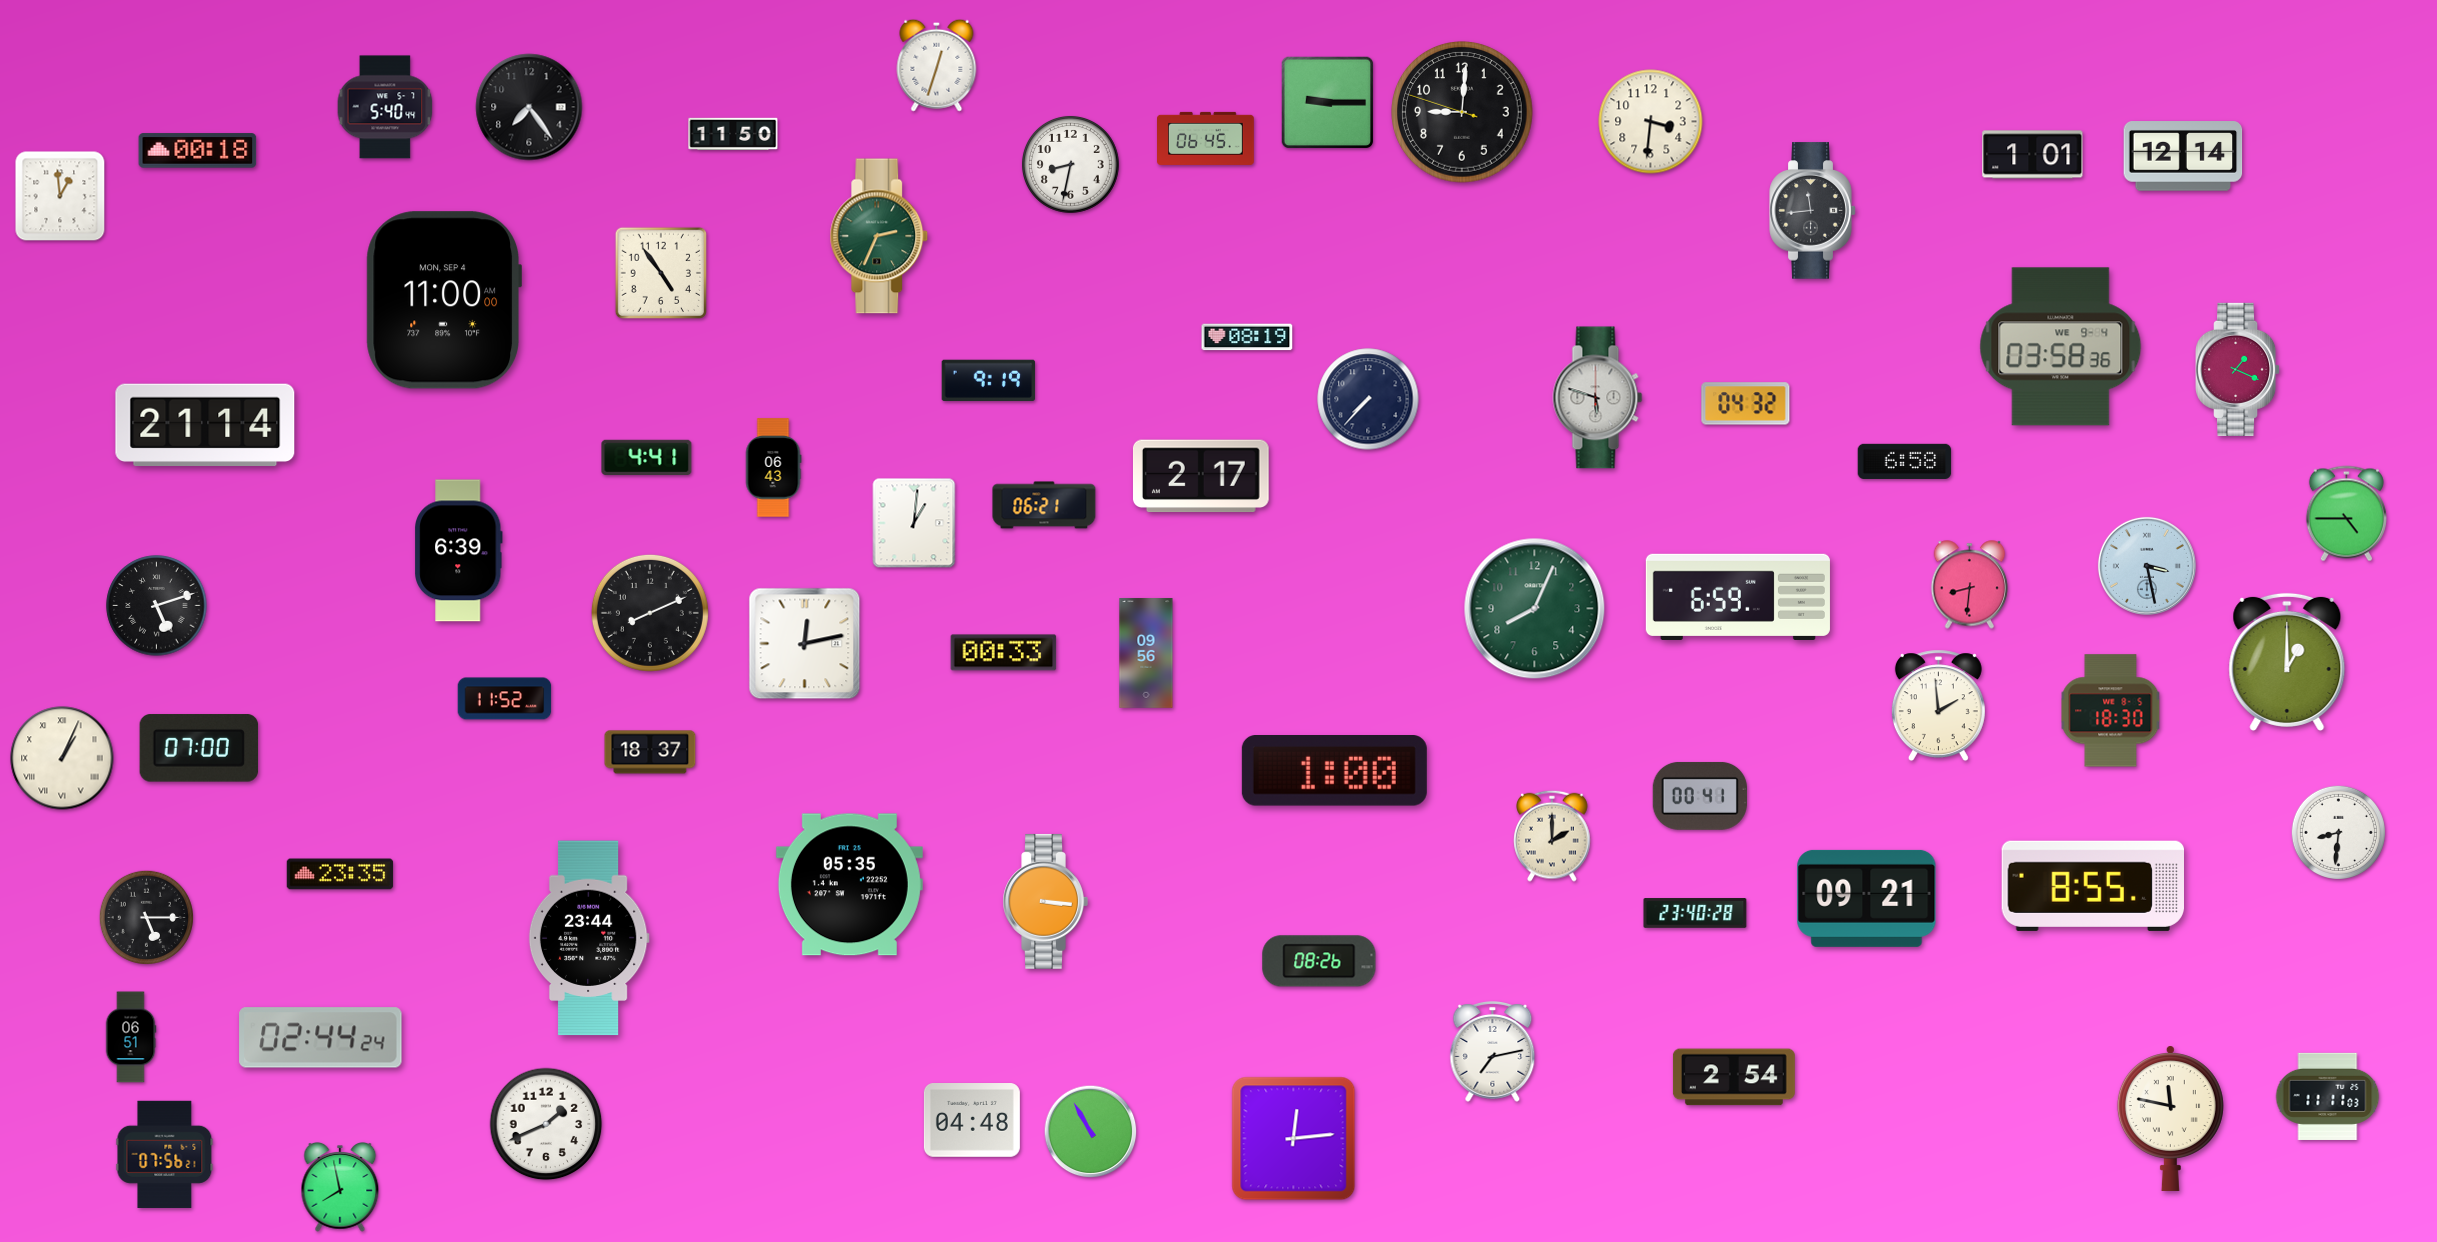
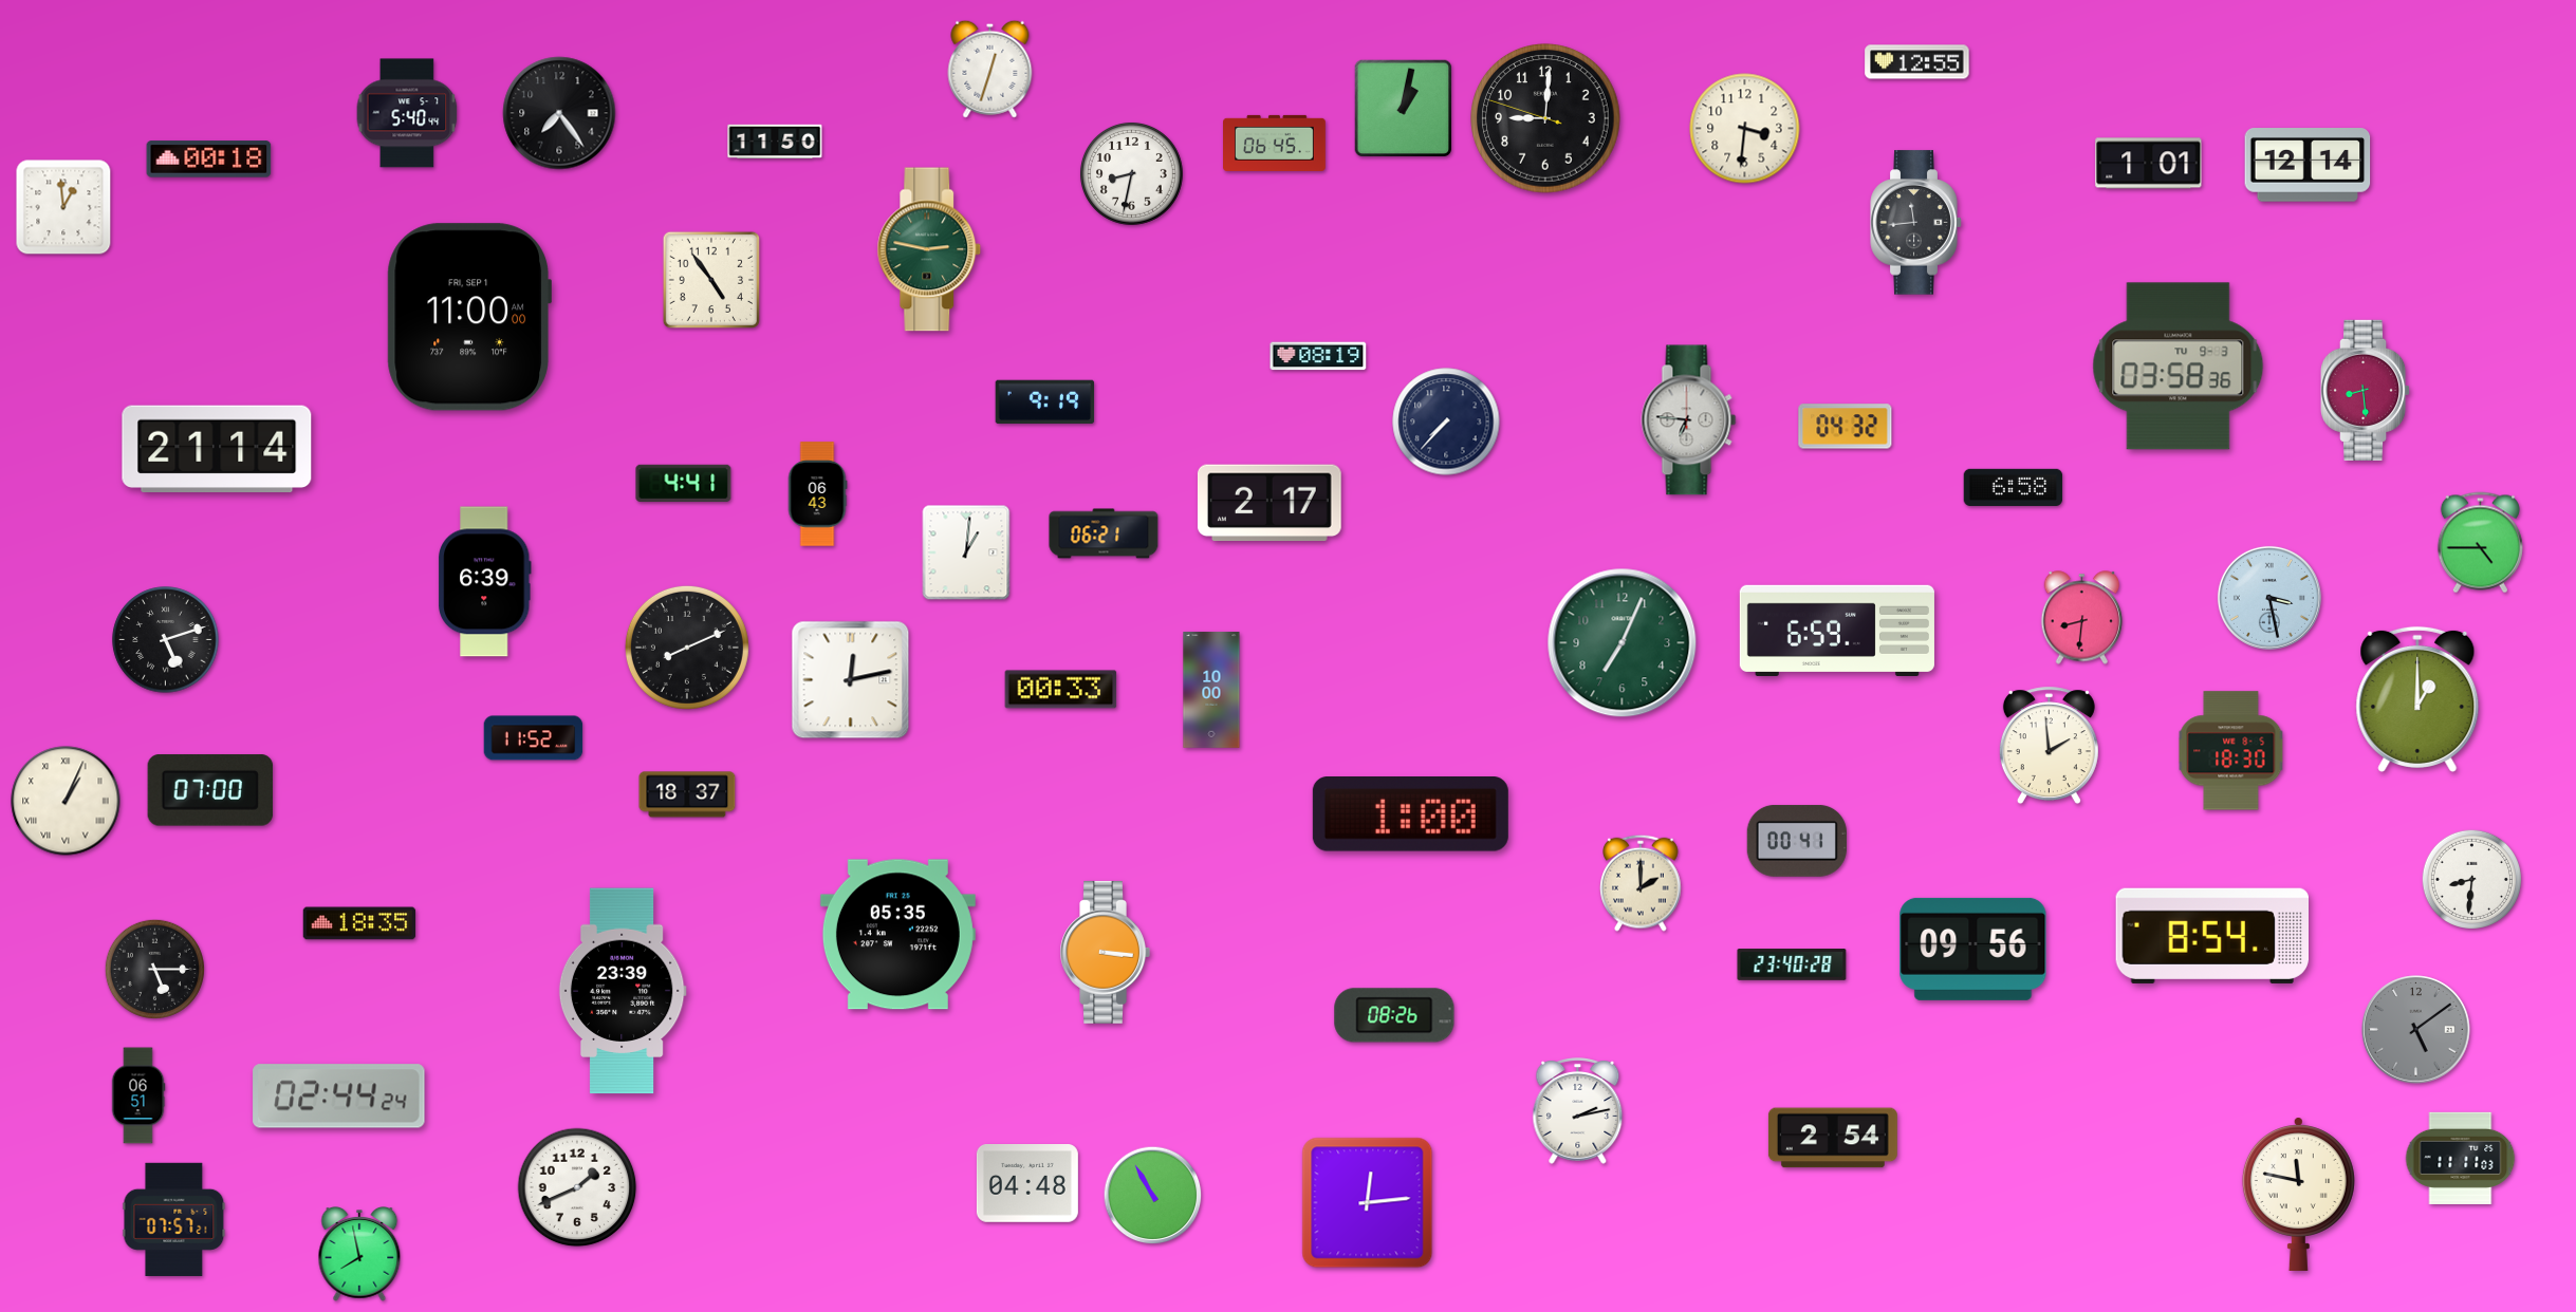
clock at (1917, 62): none -> 12:55
clock at (1328, 103): 9:15 -> 1:02
clock at (1206, 138) position: (1206, 138) -> (1275, 143)
clock at (879, 236): 2:34 -> 2:47
clock at (660, 272) position: (660, 272) -> (710, 279)
clock at (443, 300) date: MON, SEP 4 -> FRI, SEP 1
clock at (2061, 347) date: WE 9-4 -> TU 9-3
clock at (2238, 369): 1:19 -> 8:29
clock at (1598, 398): 5:48 -> 6:46
clock at (1535, 609): 8:04 -> 7:04
clock at (1146, 653): 09:56 -> 10:00
clock at (340, 874): 23:35 -> 18:35
clock at (2092, 886): 8:55 -> 8:54
clock at (1867, 898): 09:21 -> 09:56
clock at (589, 938): 23:44 -> 23:39
clock at (2416, 1030): none -> 5:09
clock at (1493, 1052): 7:13 -> 2:13
clock at (2170, 1118) position: (2170, 1118) -> (2298, 1194)
clock at (165, 1154): 07:56 -> 07:57
